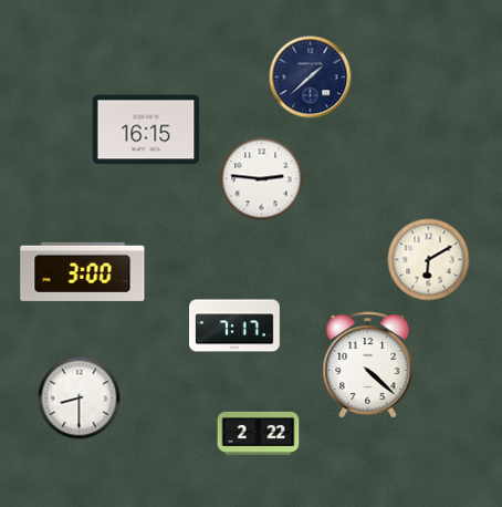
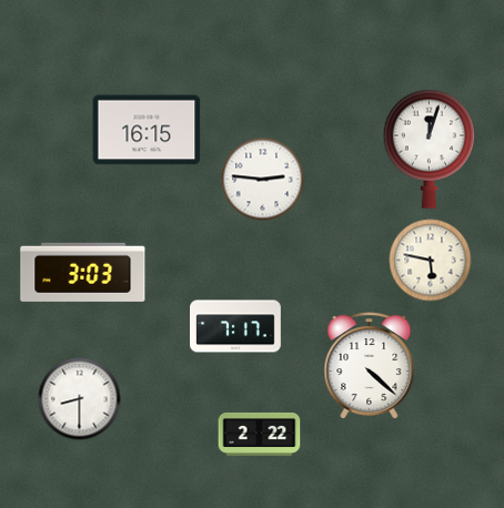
clock at (311, 77): 1:38 -> none
clock at (429, 149): none -> 12:03
clock at (429, 260): 6:10 -> 5:47
clock at (83, 271): 3:00 -> 3:03
